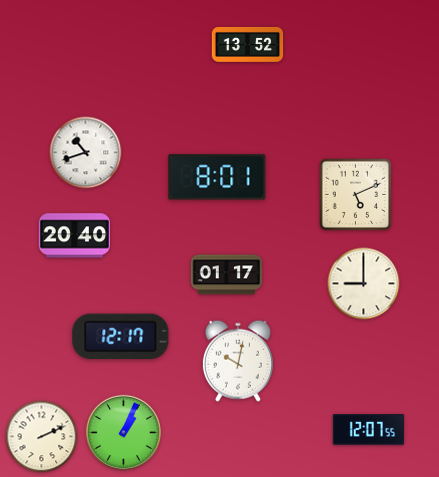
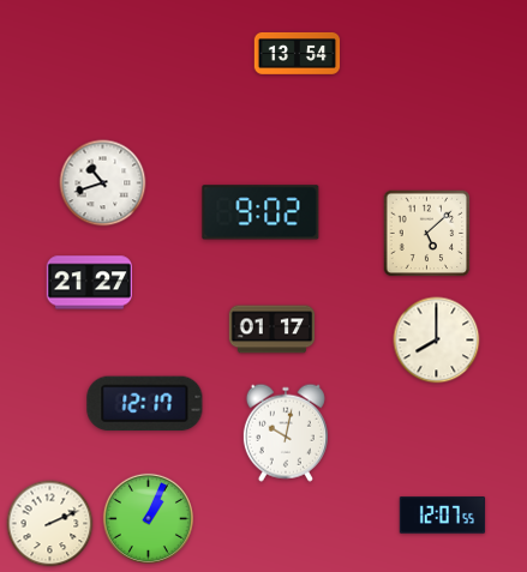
clock at (248, 45): 13:52 -> 13:54
clock at (217, 177): 8:01 -> 9:02
clock at (356, 195): 5:11 -> 5:08
clock at (74, 236): 20:40 -> 21:27
clock at (364, 284): 9:00 -> 8:00
